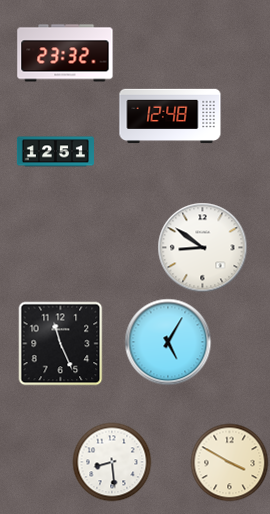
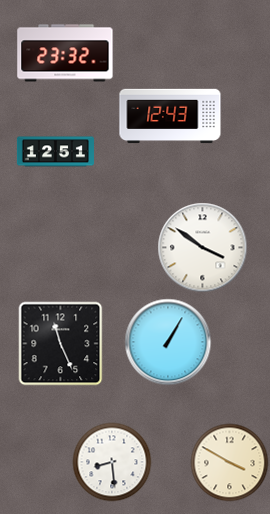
clock at (170, 116): 12:48 -> 12:43
clock at (202, 247): 8:51 -> 3:51
clock at (168, 342): 5:05 -> 1:05
